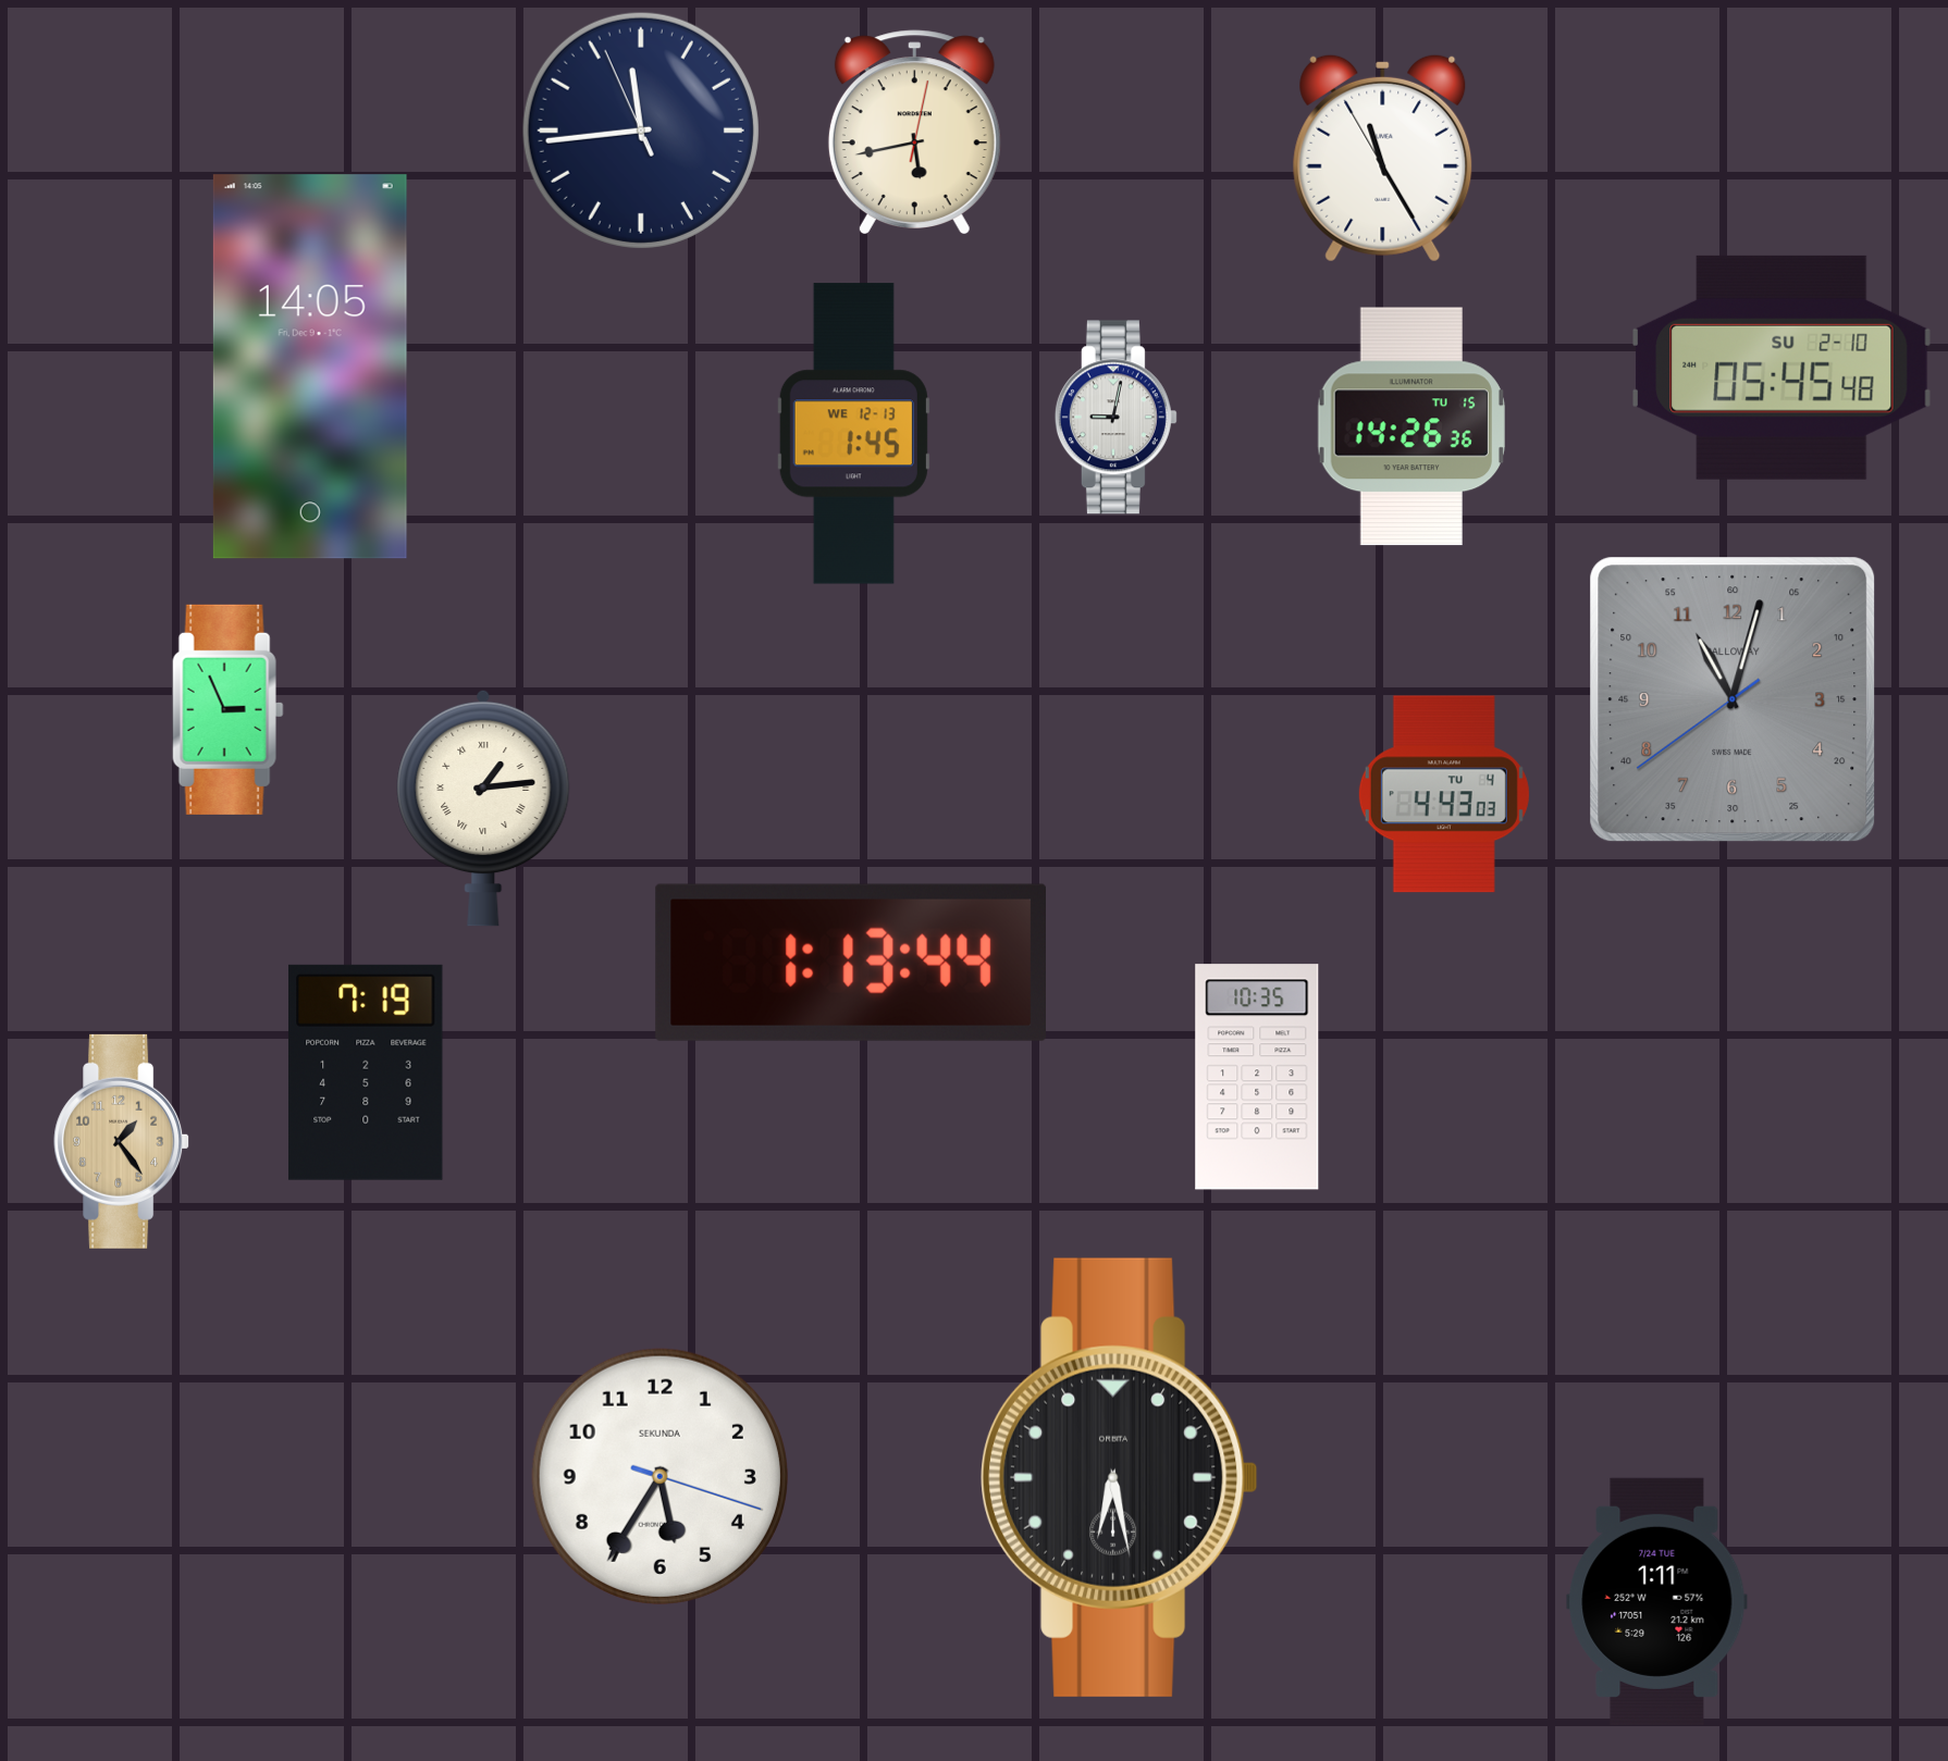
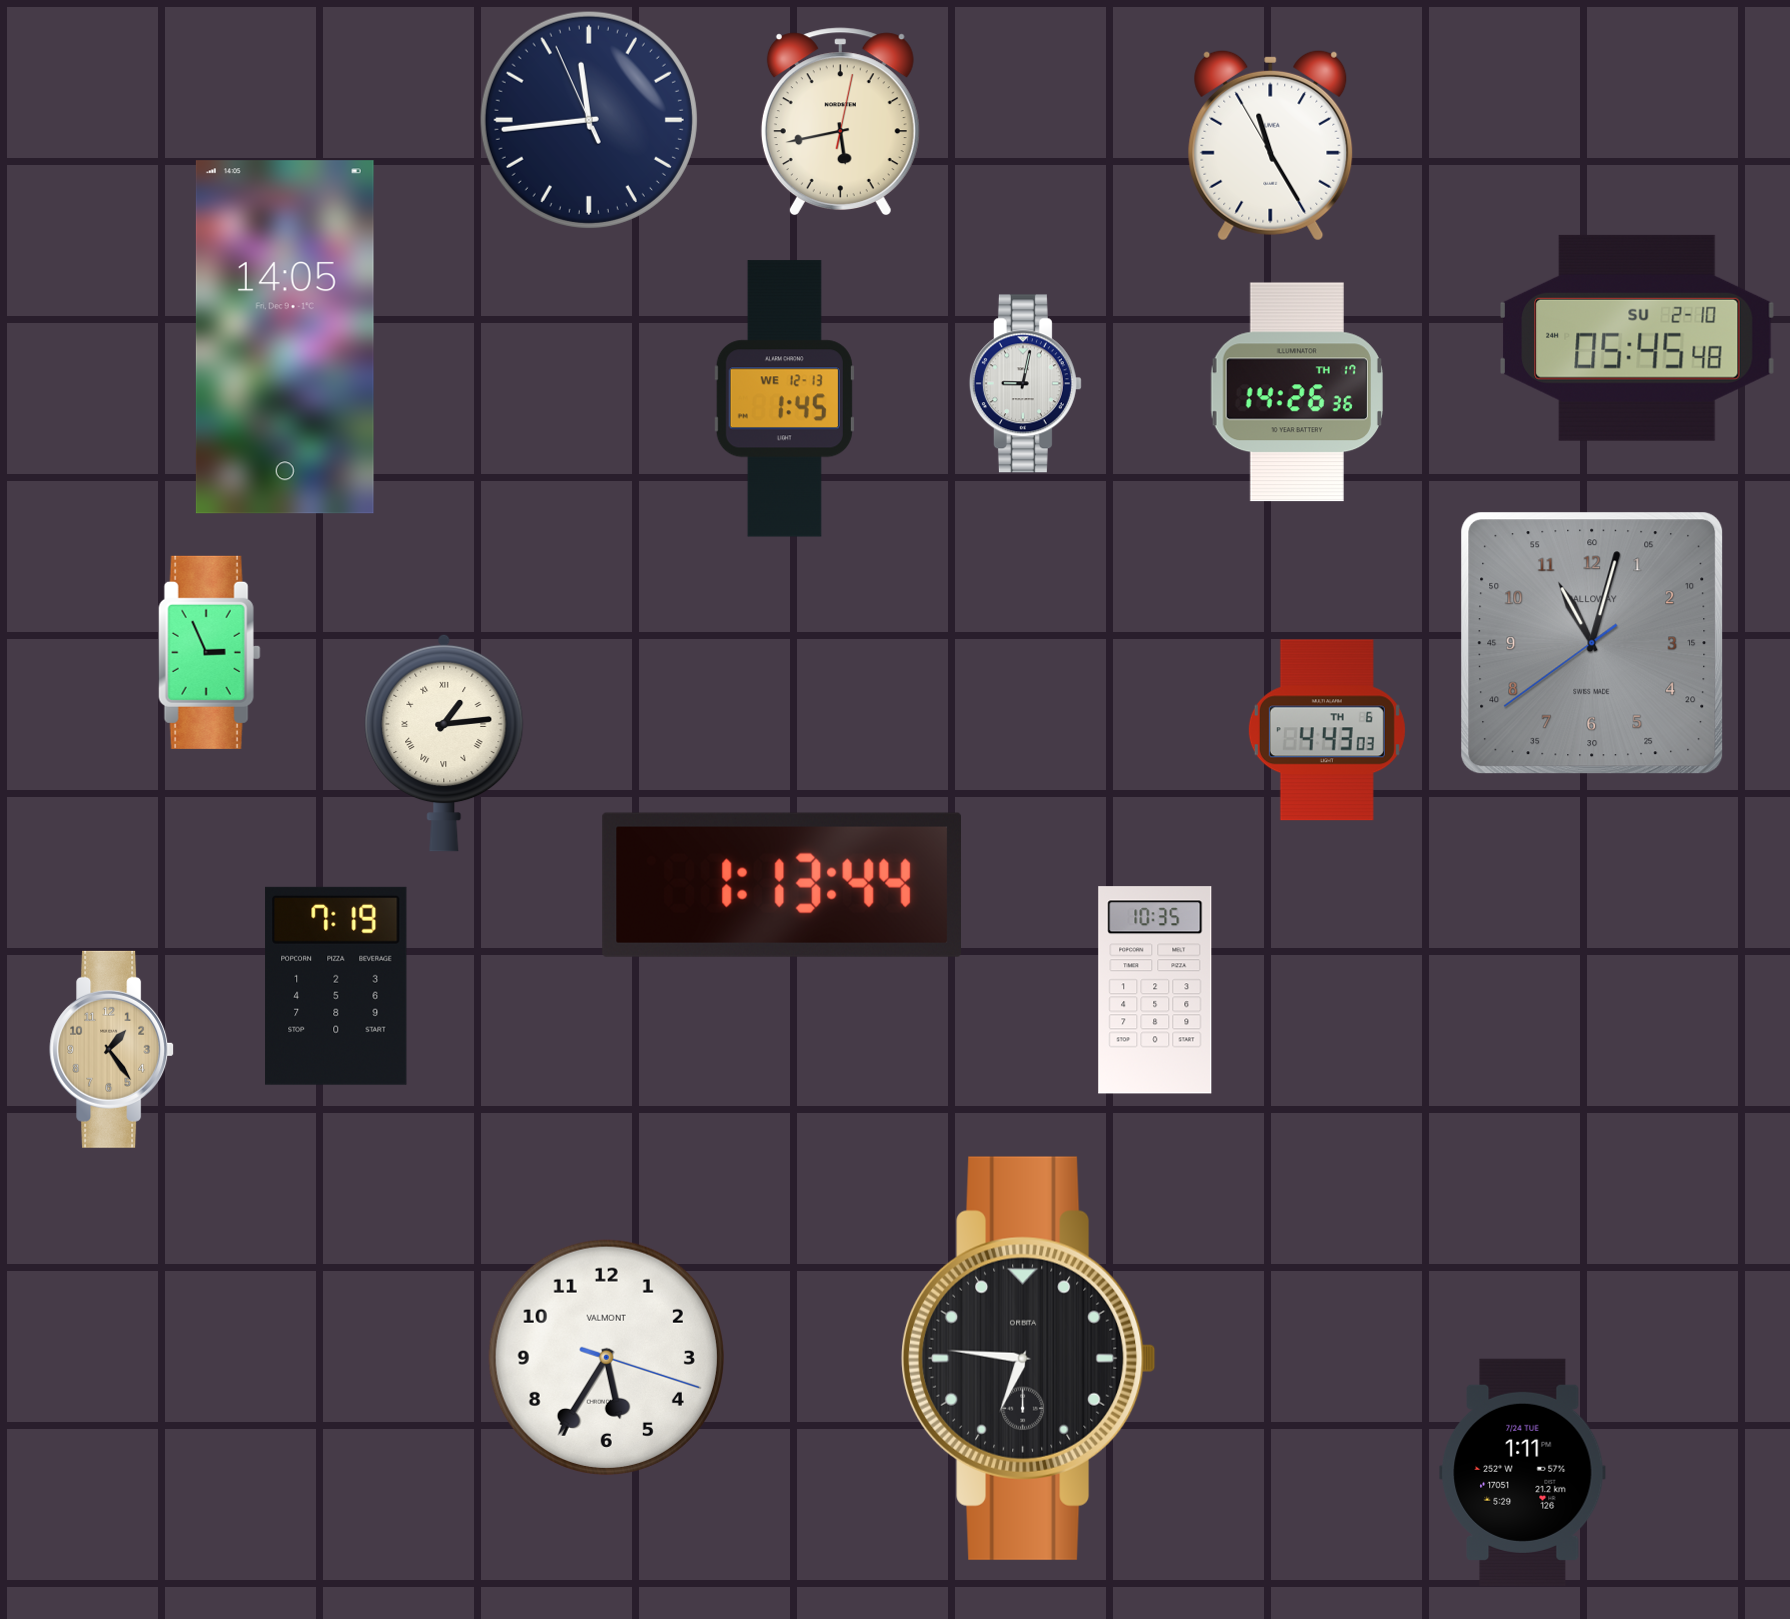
clock at (1411, 426) date: TU 15 -> TH 17
clock at (1444, 794) date: TU 4 -> TH 6
clock at (659, 1476) brand: SEKUNDA -> VALMONT
clock at (1120, 1477): 6:28 -> 6:46
